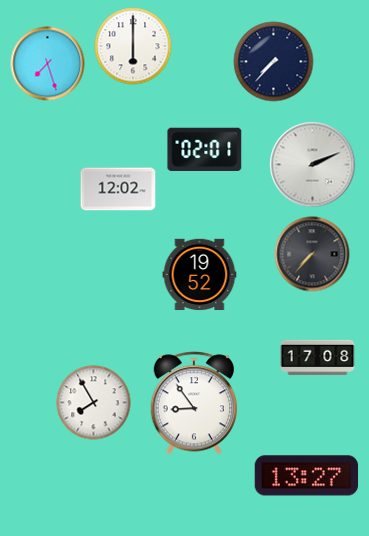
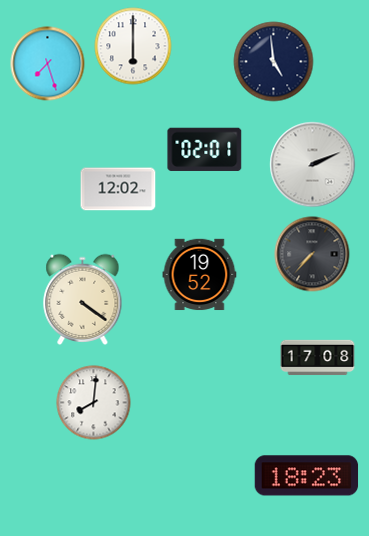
clock at (274, 62): 7:37 -> 4:59
clock at (83, 299): none -> 4:21
clock at (94, 403): 7:55 -> 8:01
clock at (194, 403): 8:54 -> none
clock at (307, 476): 13:27 -> 18:23
